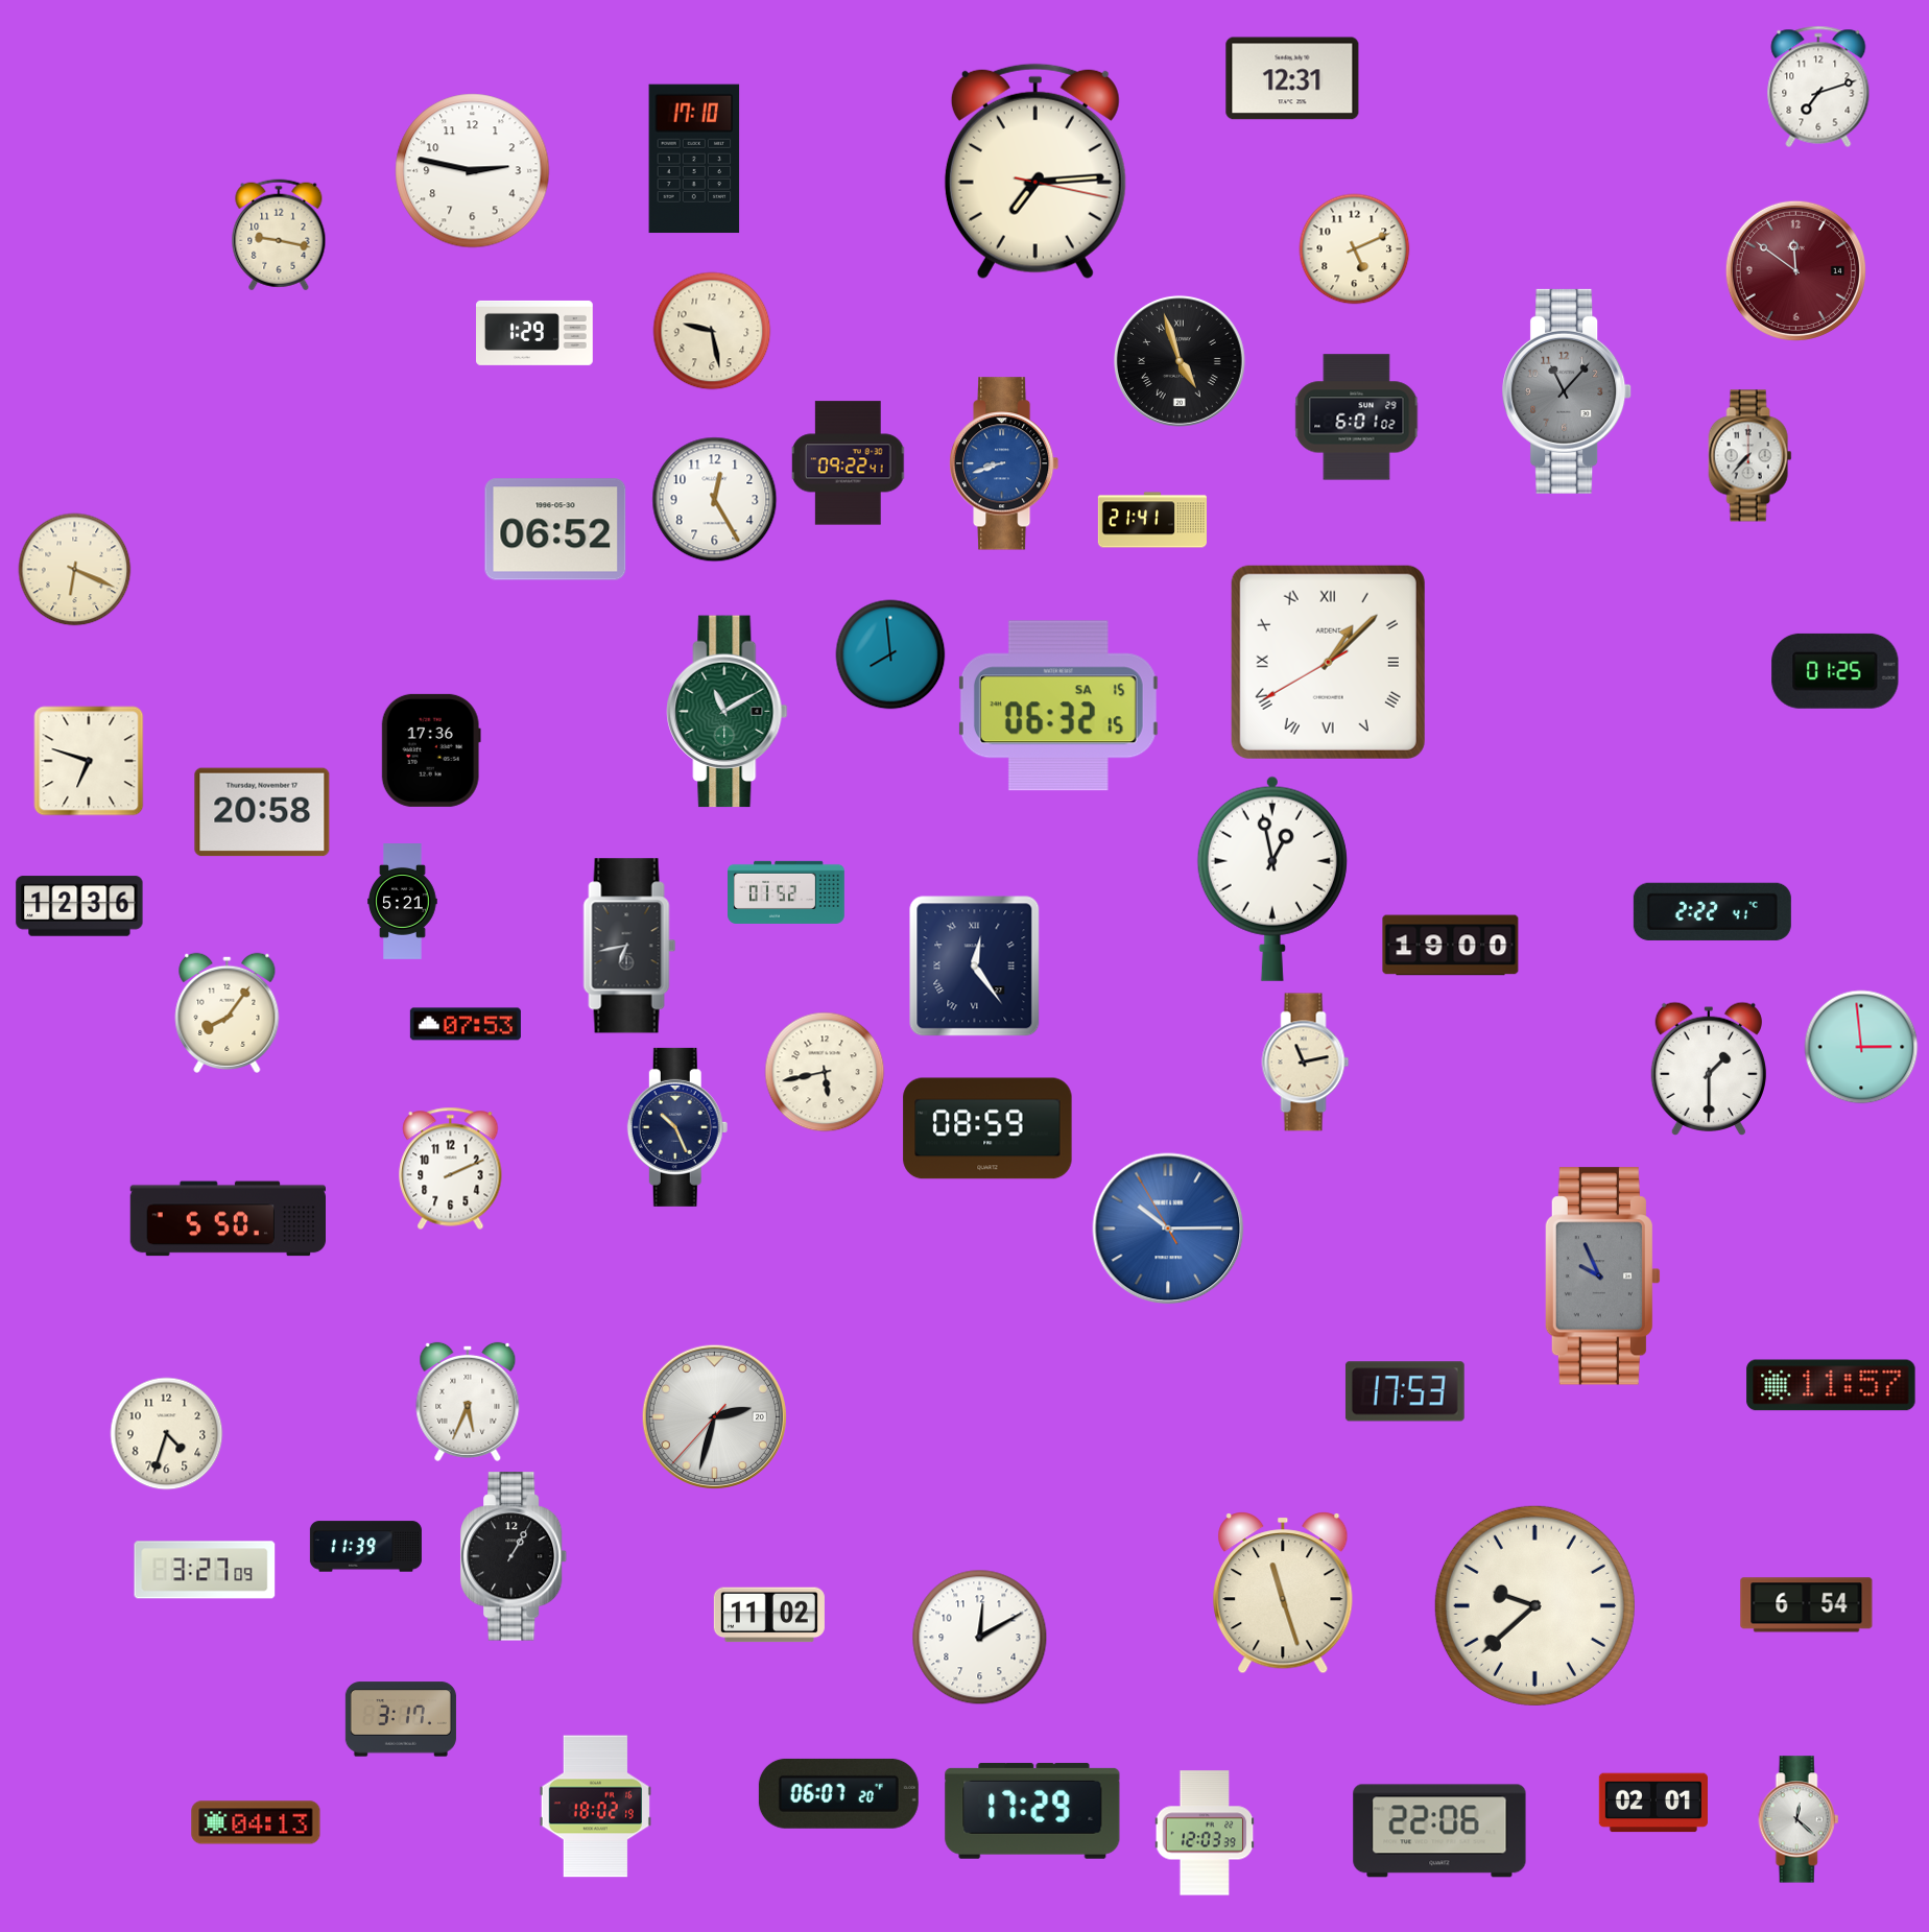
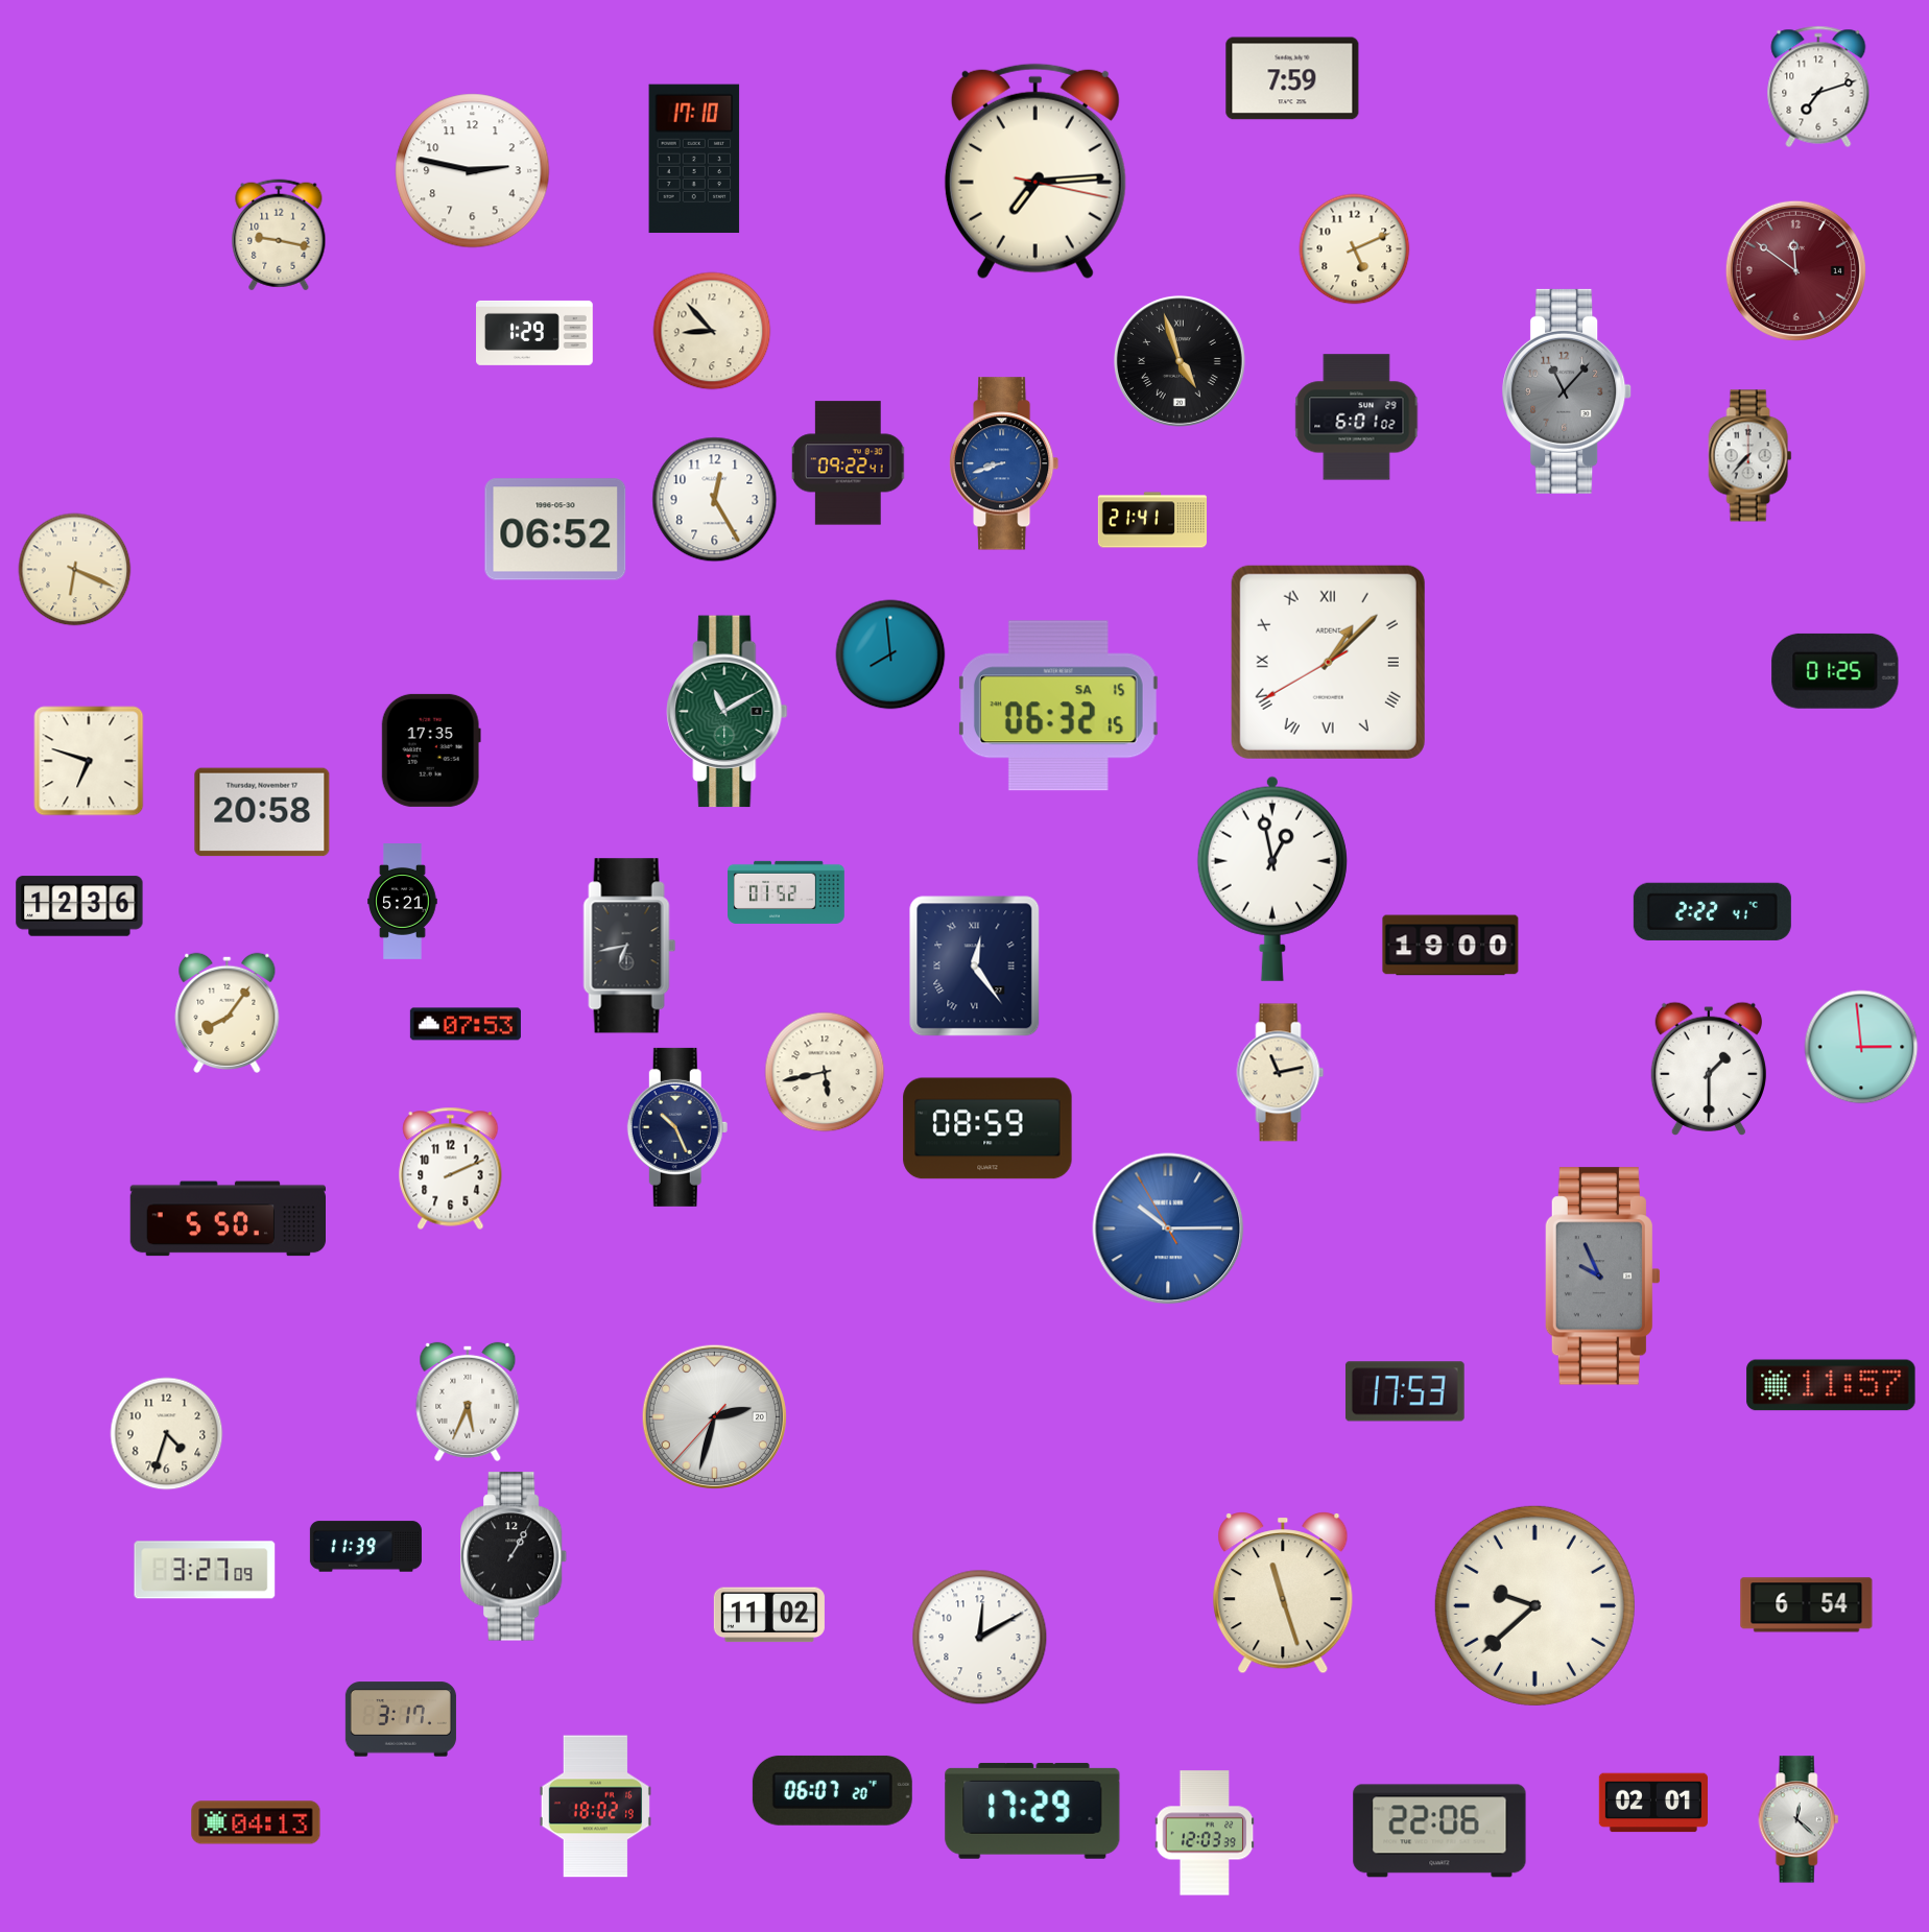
clock at (1292, 78): 12:31 -> 7:59
clock at (712, 331): 9:28 -> 8:53
clock at (431, 750): 17:36 -> 17:35
clock at (1306, 1063) position: (1306, 1063) -> (1281, 1073)
clock at (838, 1793) position: (838, 1793) -> (832, 1790)
